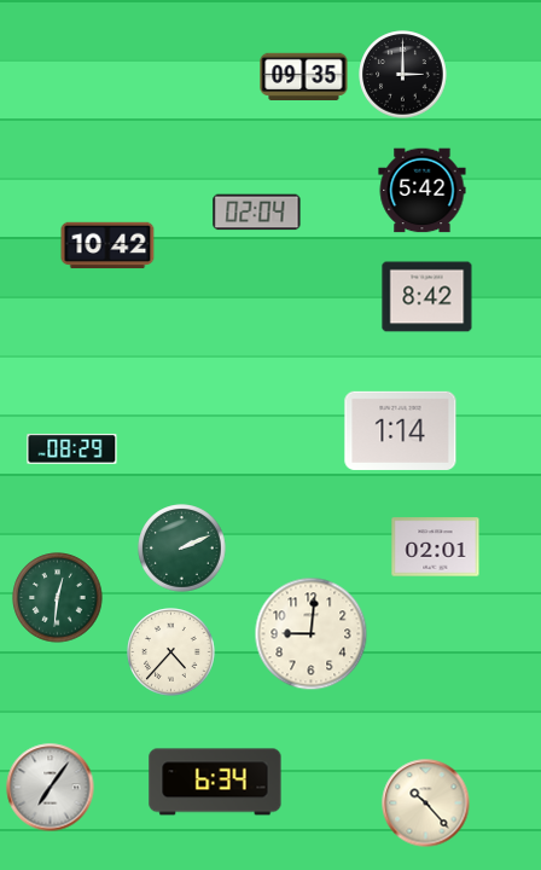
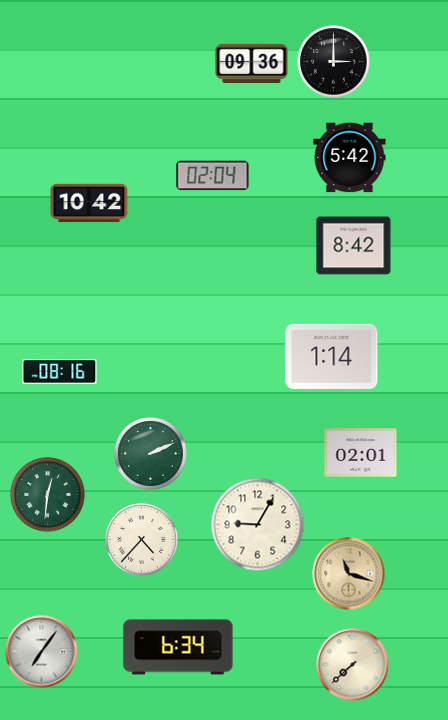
clock at (304, 76): 09:35 -> 09:36
clock at (72, 449): 08:29 -> 08:16
clock at (312, 634): 9:01 -> 9:05
clock at (349, 574): none -> 11:18
clock at (426, 804): 10:23 -> 7:38
